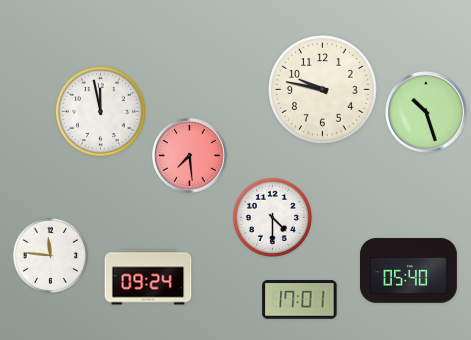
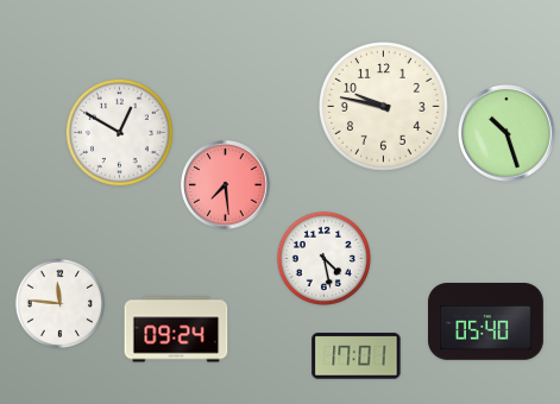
clock at (100, 111): 11:58 -> 12:50
clock at (272, 217): 4:30 -> 4:28
